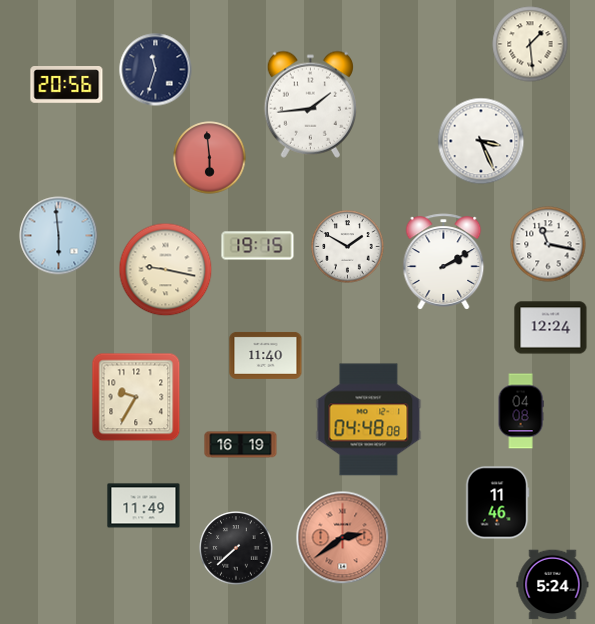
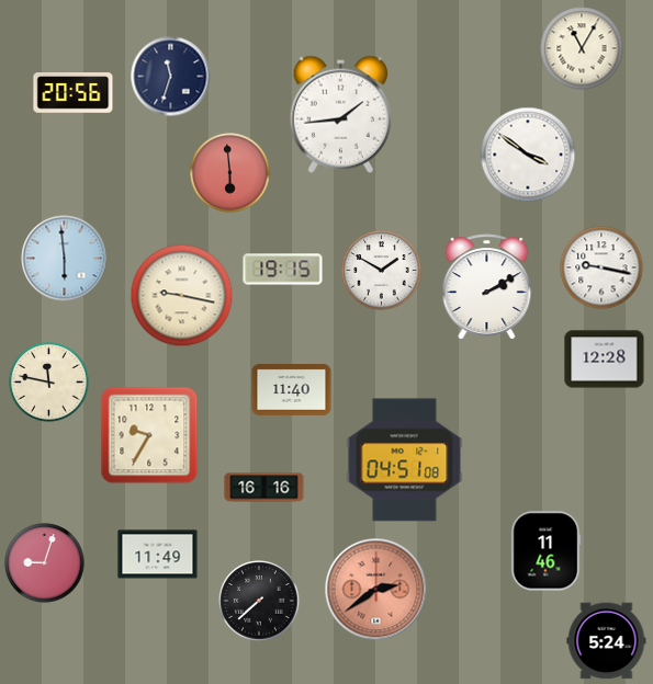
clock at (530, 44): 1:29 -> 11:05
clock at (481, 141): 3:26 -> 3:51
clock at (548, 244): 11:17 -> 9:17
clock at (551, 328): 12:24 -> 12:28
clock at (49, 383): none -> 11:47
clock at (521, 411): 04:08 -> none
clock at (369, 420): 04:48 -> 04:51
clock at (241, 445): 16:19 -> 16:16
clock at (45, 563): none -> 9:03
